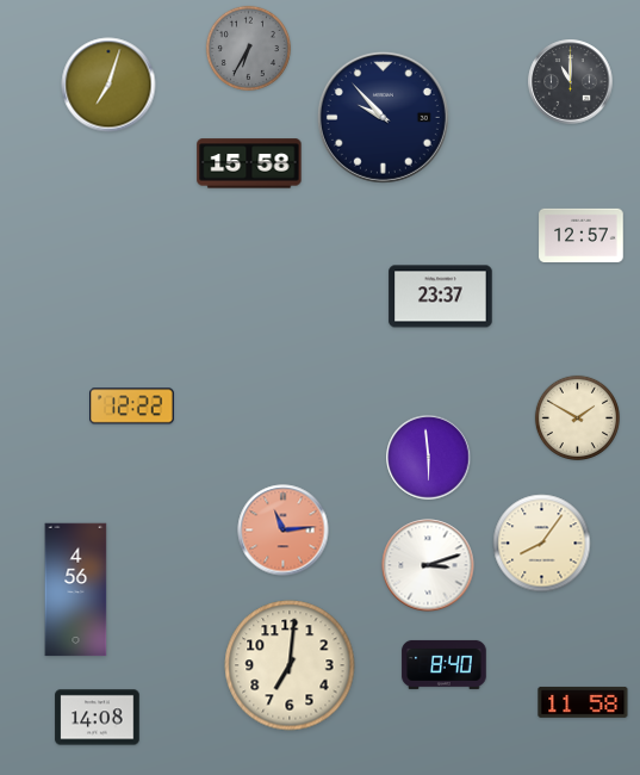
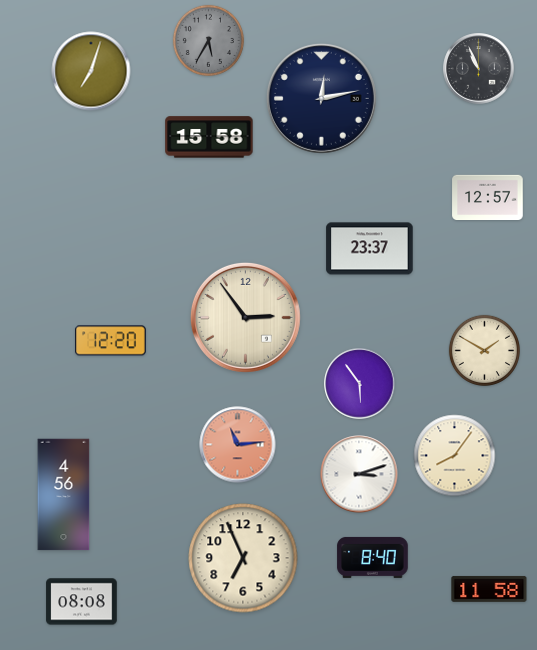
clock at (248, 48): 6:35 -> 5:35
clock at (571, 82): 11:00 -> 10:56
clock at (383, 117): 9:53 -> 12:13
clock at (245, 317): none -> 2:54
clock at (132, 407): 12:22 -> 12:20
clock at (429, 458): 5:59 -> 5:54
clock at (290, 665): 7:01 -> 6:56
clock at (98, 718): 14:08 -> 08:08
